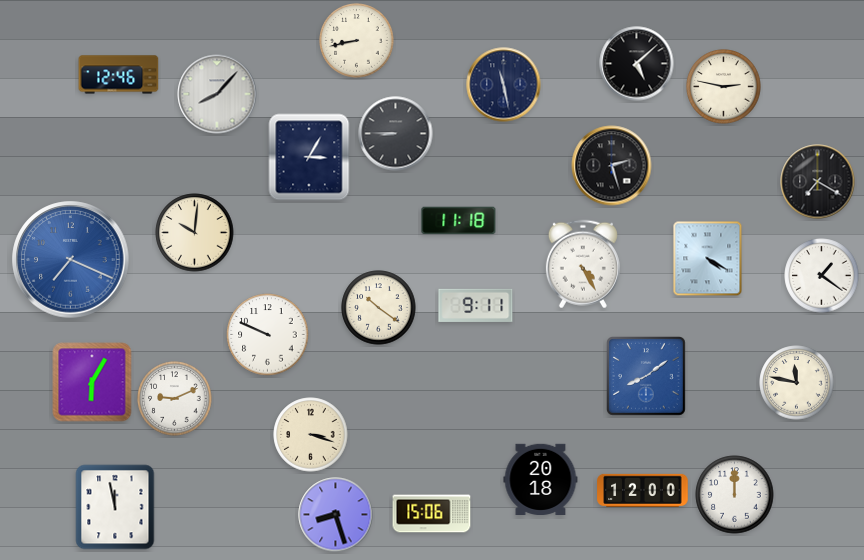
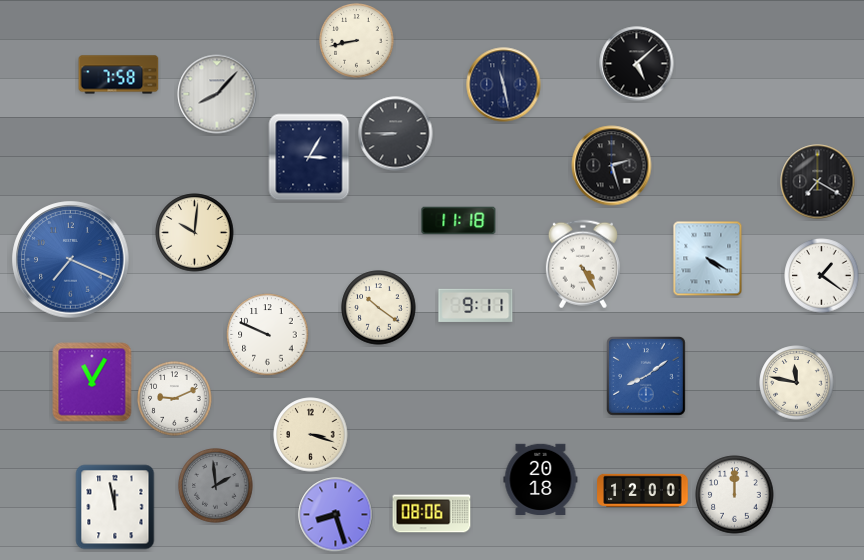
clock at (119, 75): 12:46 -> 7:58
clock at (724, 87): 2:47 -> none
clock at (92, 382): 6:05 -> 11:05
clock at (216, 486): none -> 1:59
clock at (432, 514): 15:06 -> 08:06
